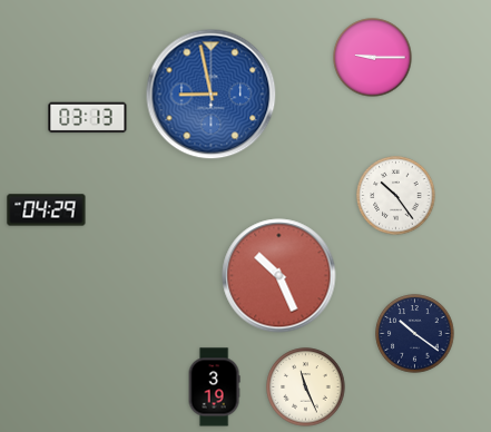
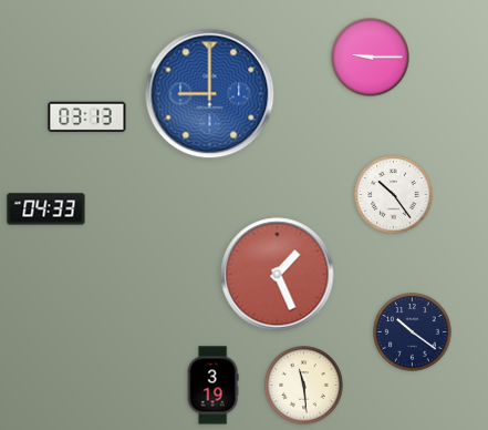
clock at (212, 95): 8:58 -> 9:00
clock at (47, 210): 04:29 -> 04:33
clock at (279, 276): 10:26 -> 1:26
clock at (306, 387): 11:26 -> 11:29
